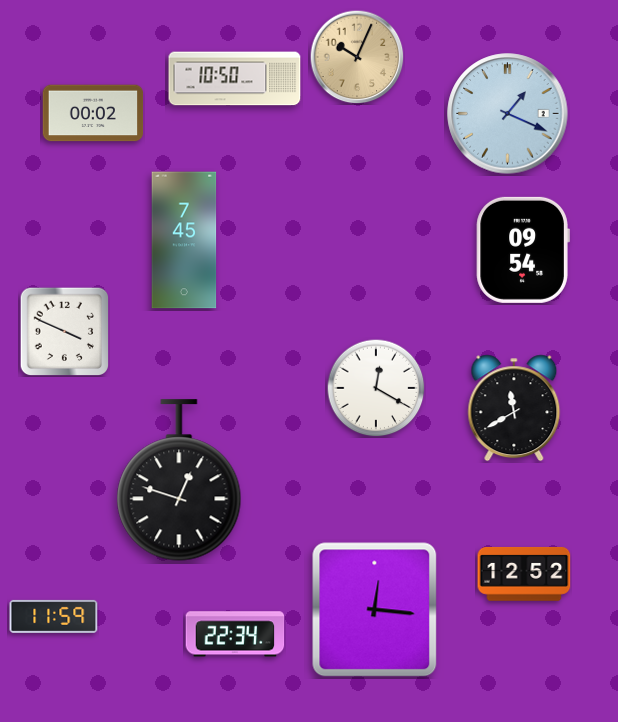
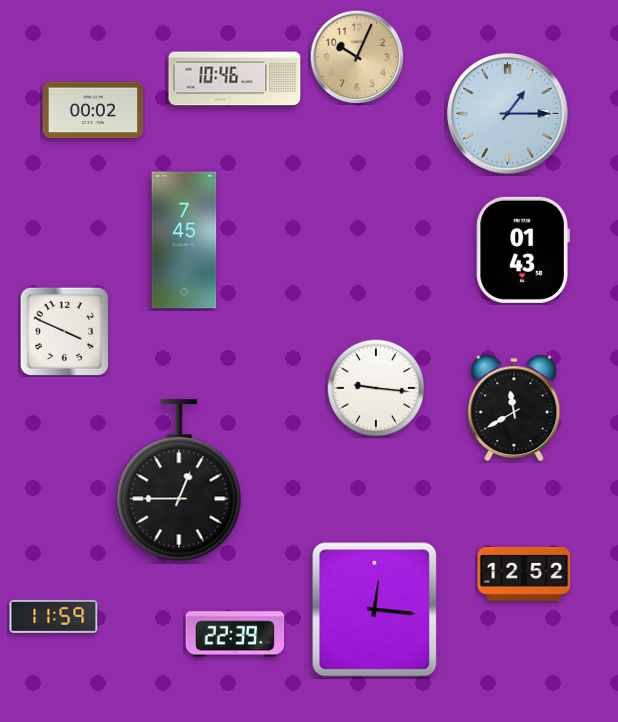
clock at (235, 79): 10:50 -> 10:46
clock at (93, 113) position: (93, 113) -> (93, 110)
clock at (508, 114): 1:19 -> 1:15
clock at (523, 250): 09:54 -> 01:43
clock at (376, 388): 12:20 -> 9:16
clock at (179, 480): 12:48 -> 12:45
clock at (235, 634): 22:34 -> 22:39
